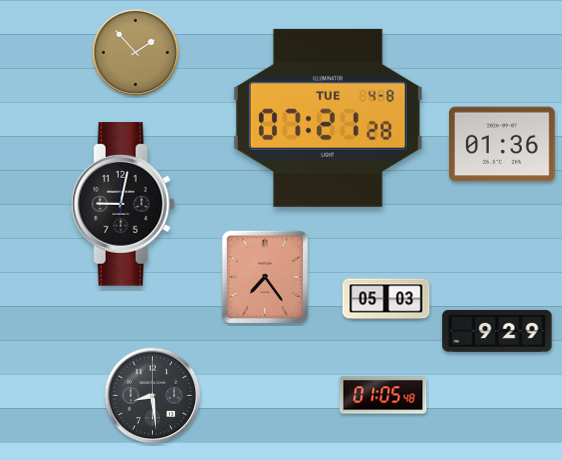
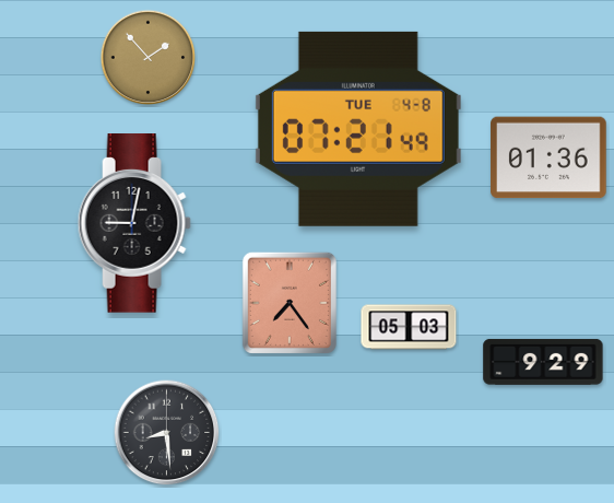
clock at (328, 118): 07:21:28 -> 07:21:49
clock at (386, 299) position: (386, 299) -> (409, 327)
clock at (383, 395): 01:05 -> none
